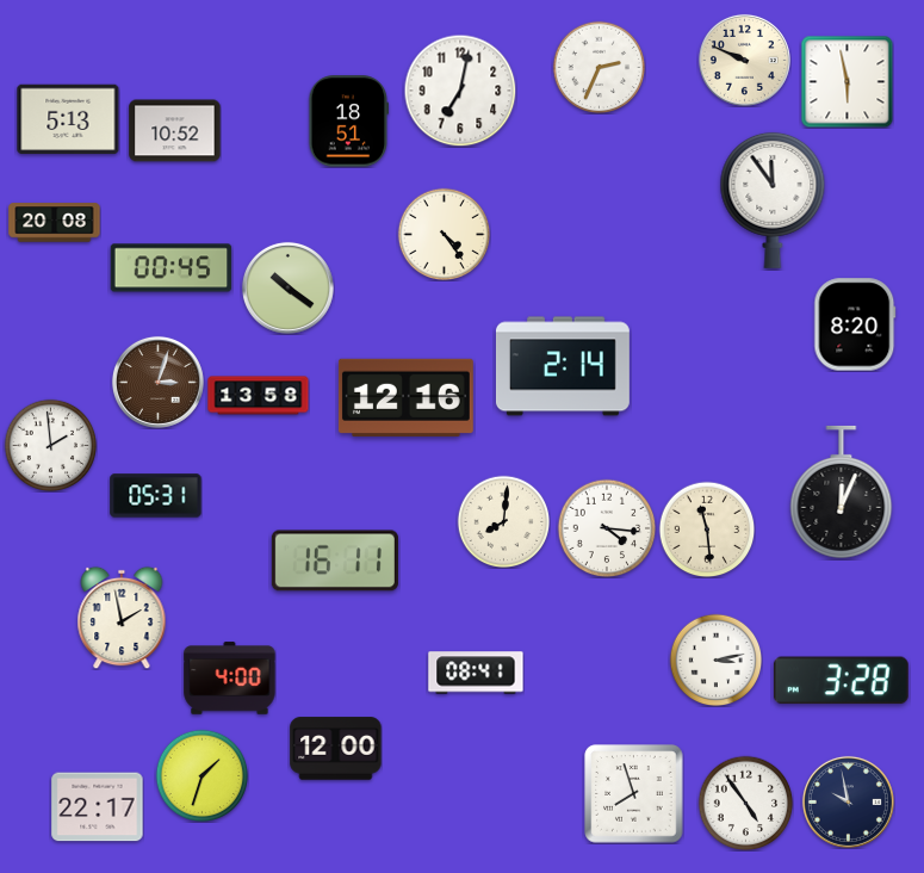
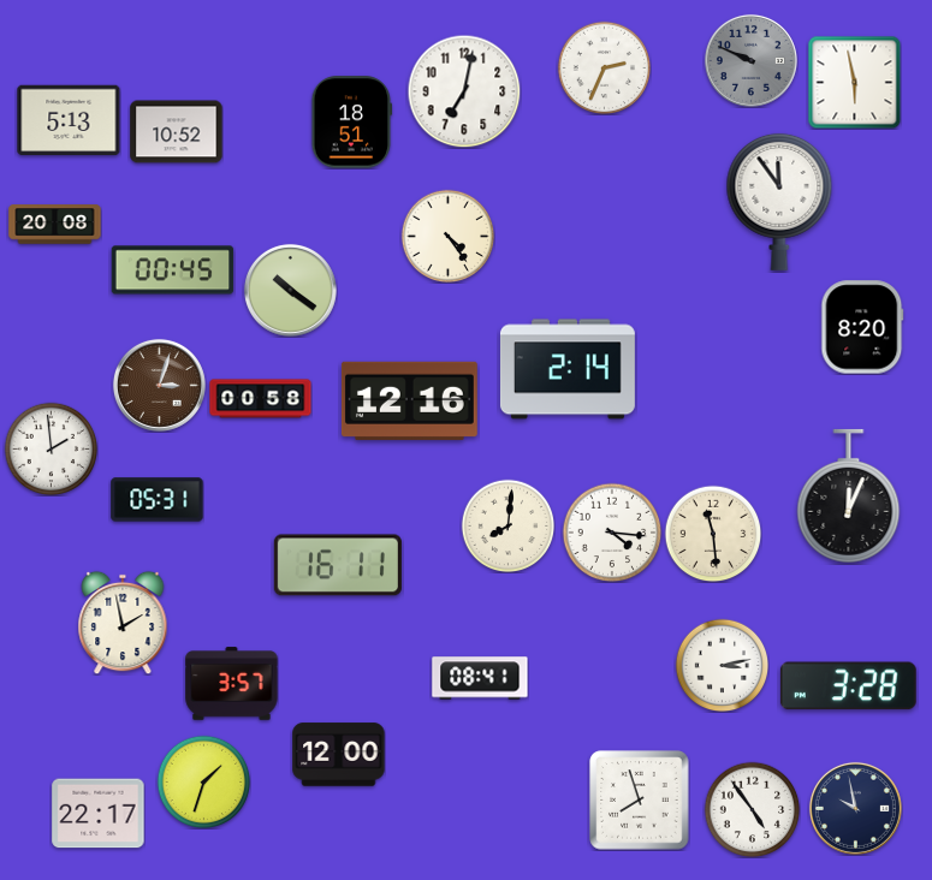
clock at (744, 60) dial: cream -> grey
clock at (259, 396): 13:58 -> 00:58
clock at (230, 679): 4:00 -> 3:57
